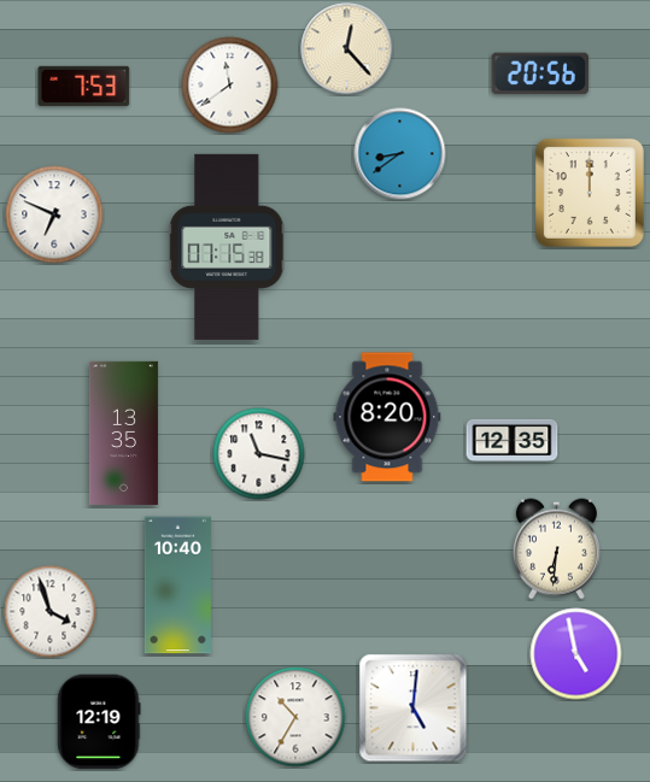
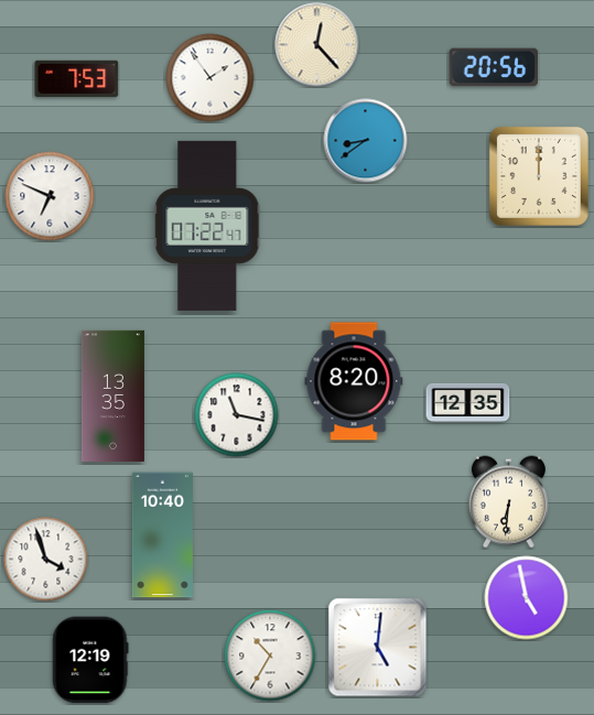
clock at (230, 86): 11:39 -> 1:54
clock at (227, 247): 07:15 -> 07:22
